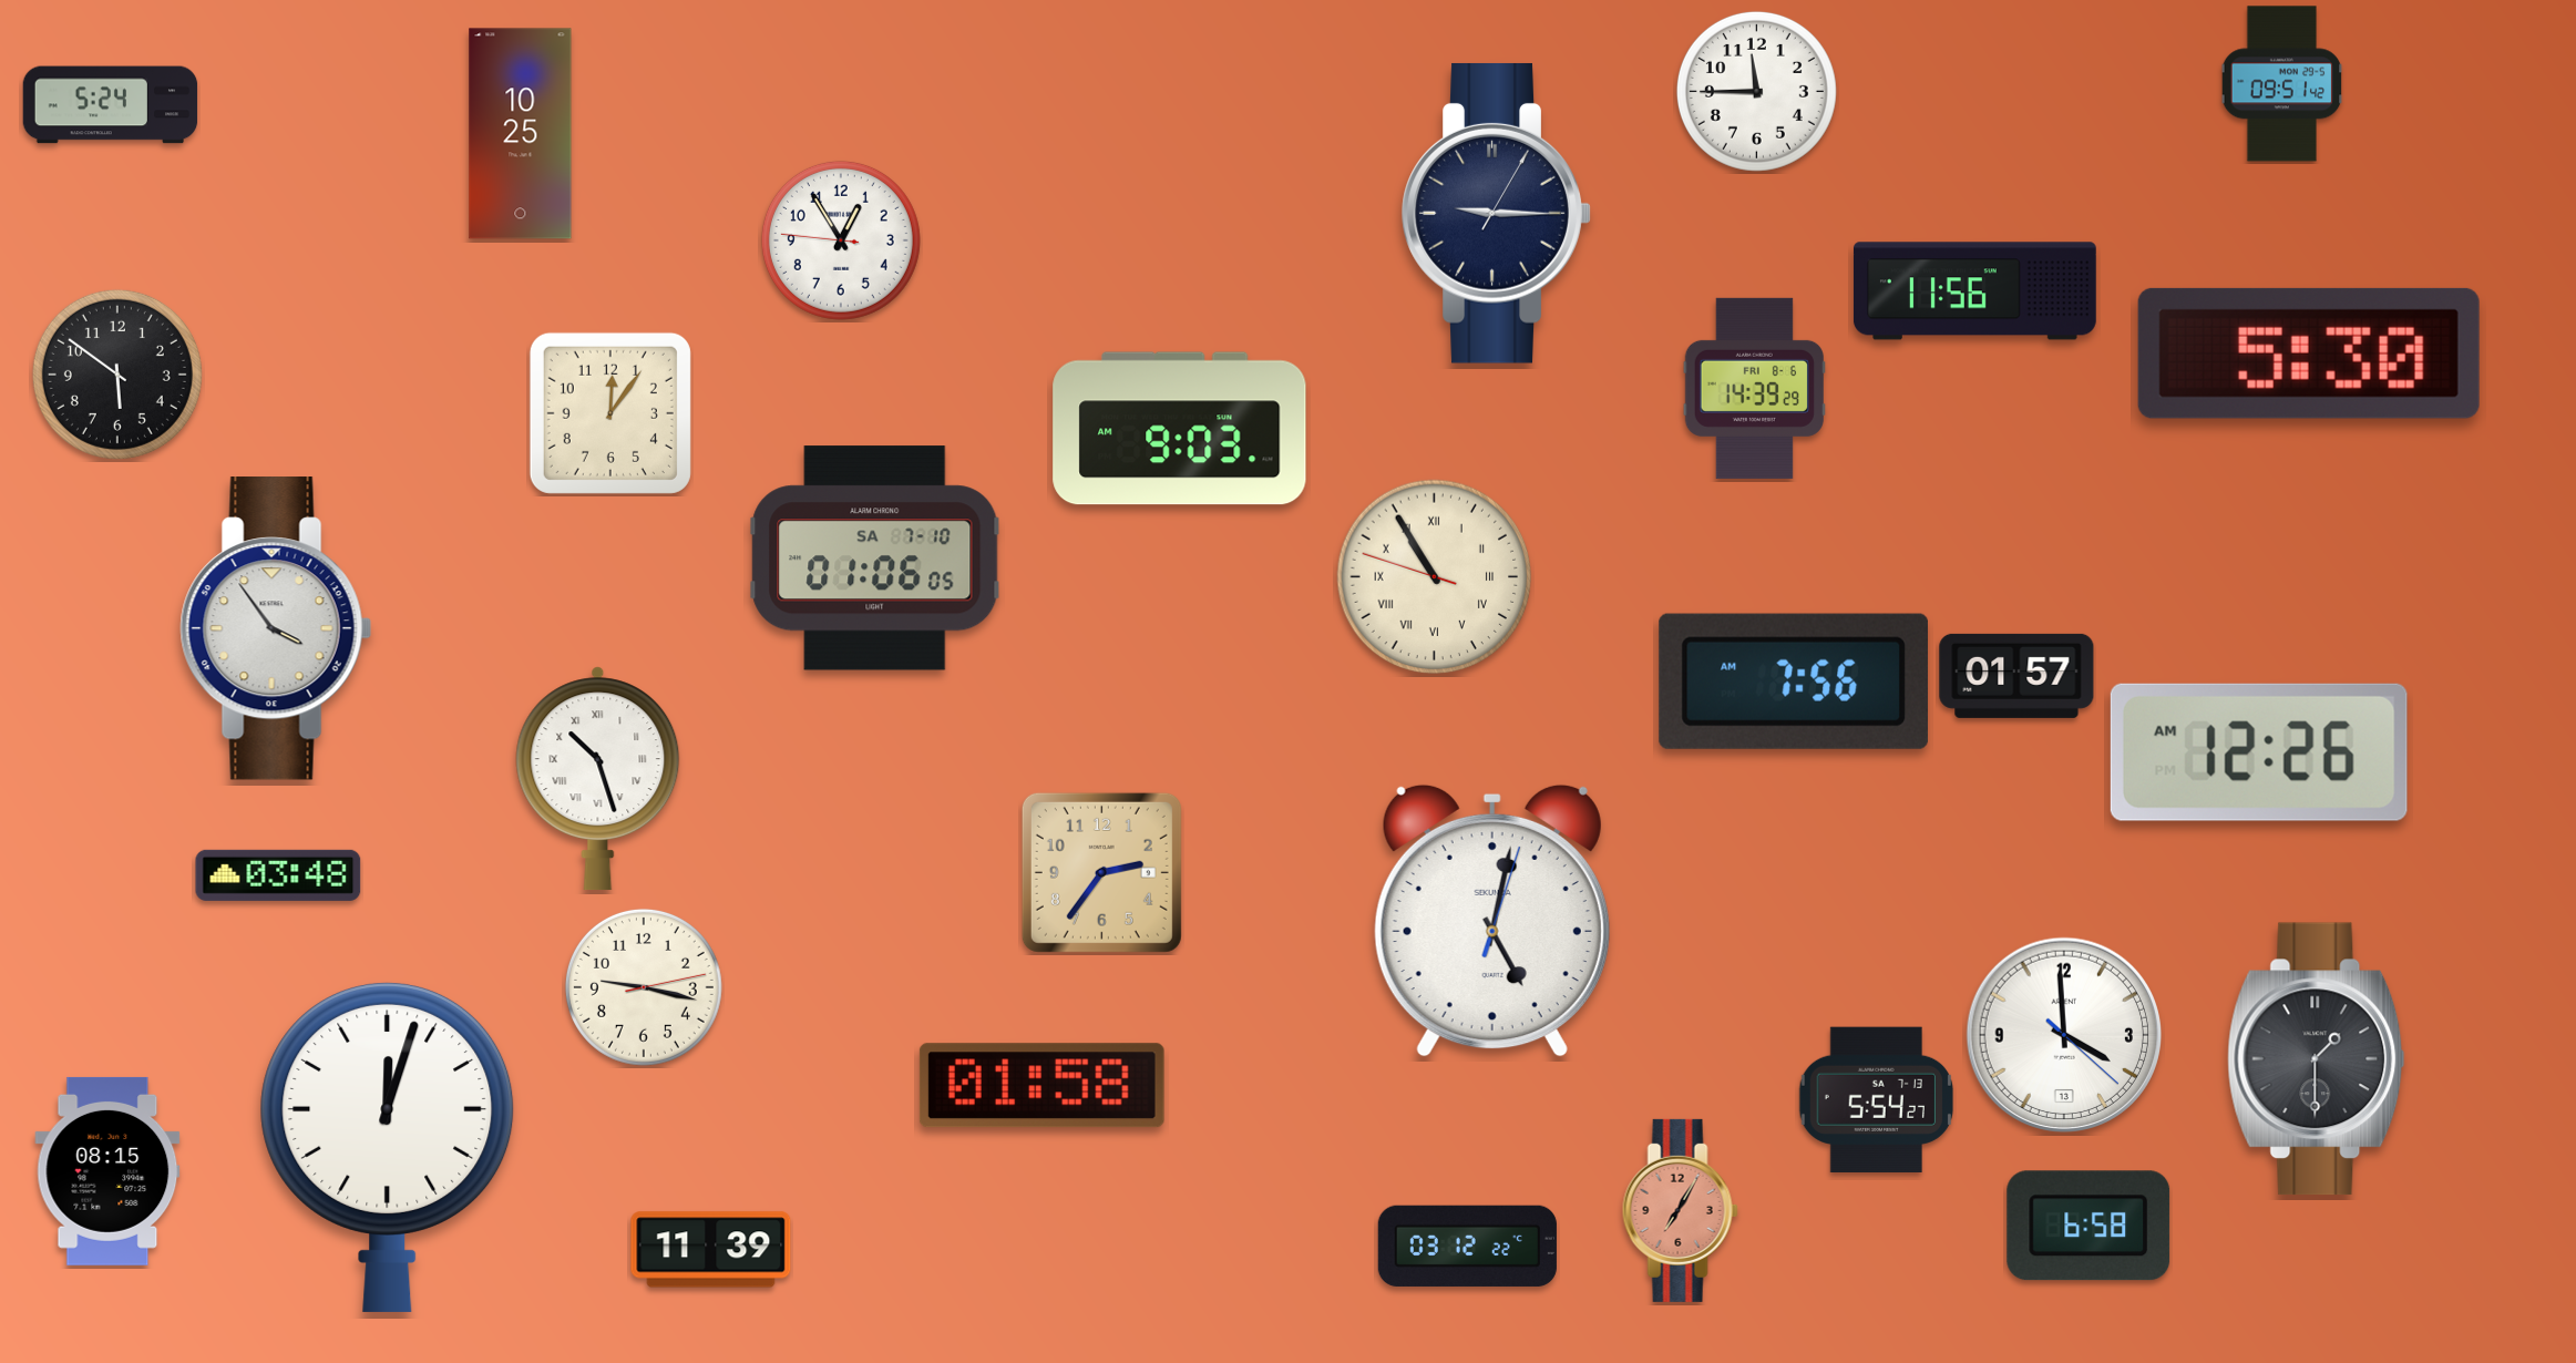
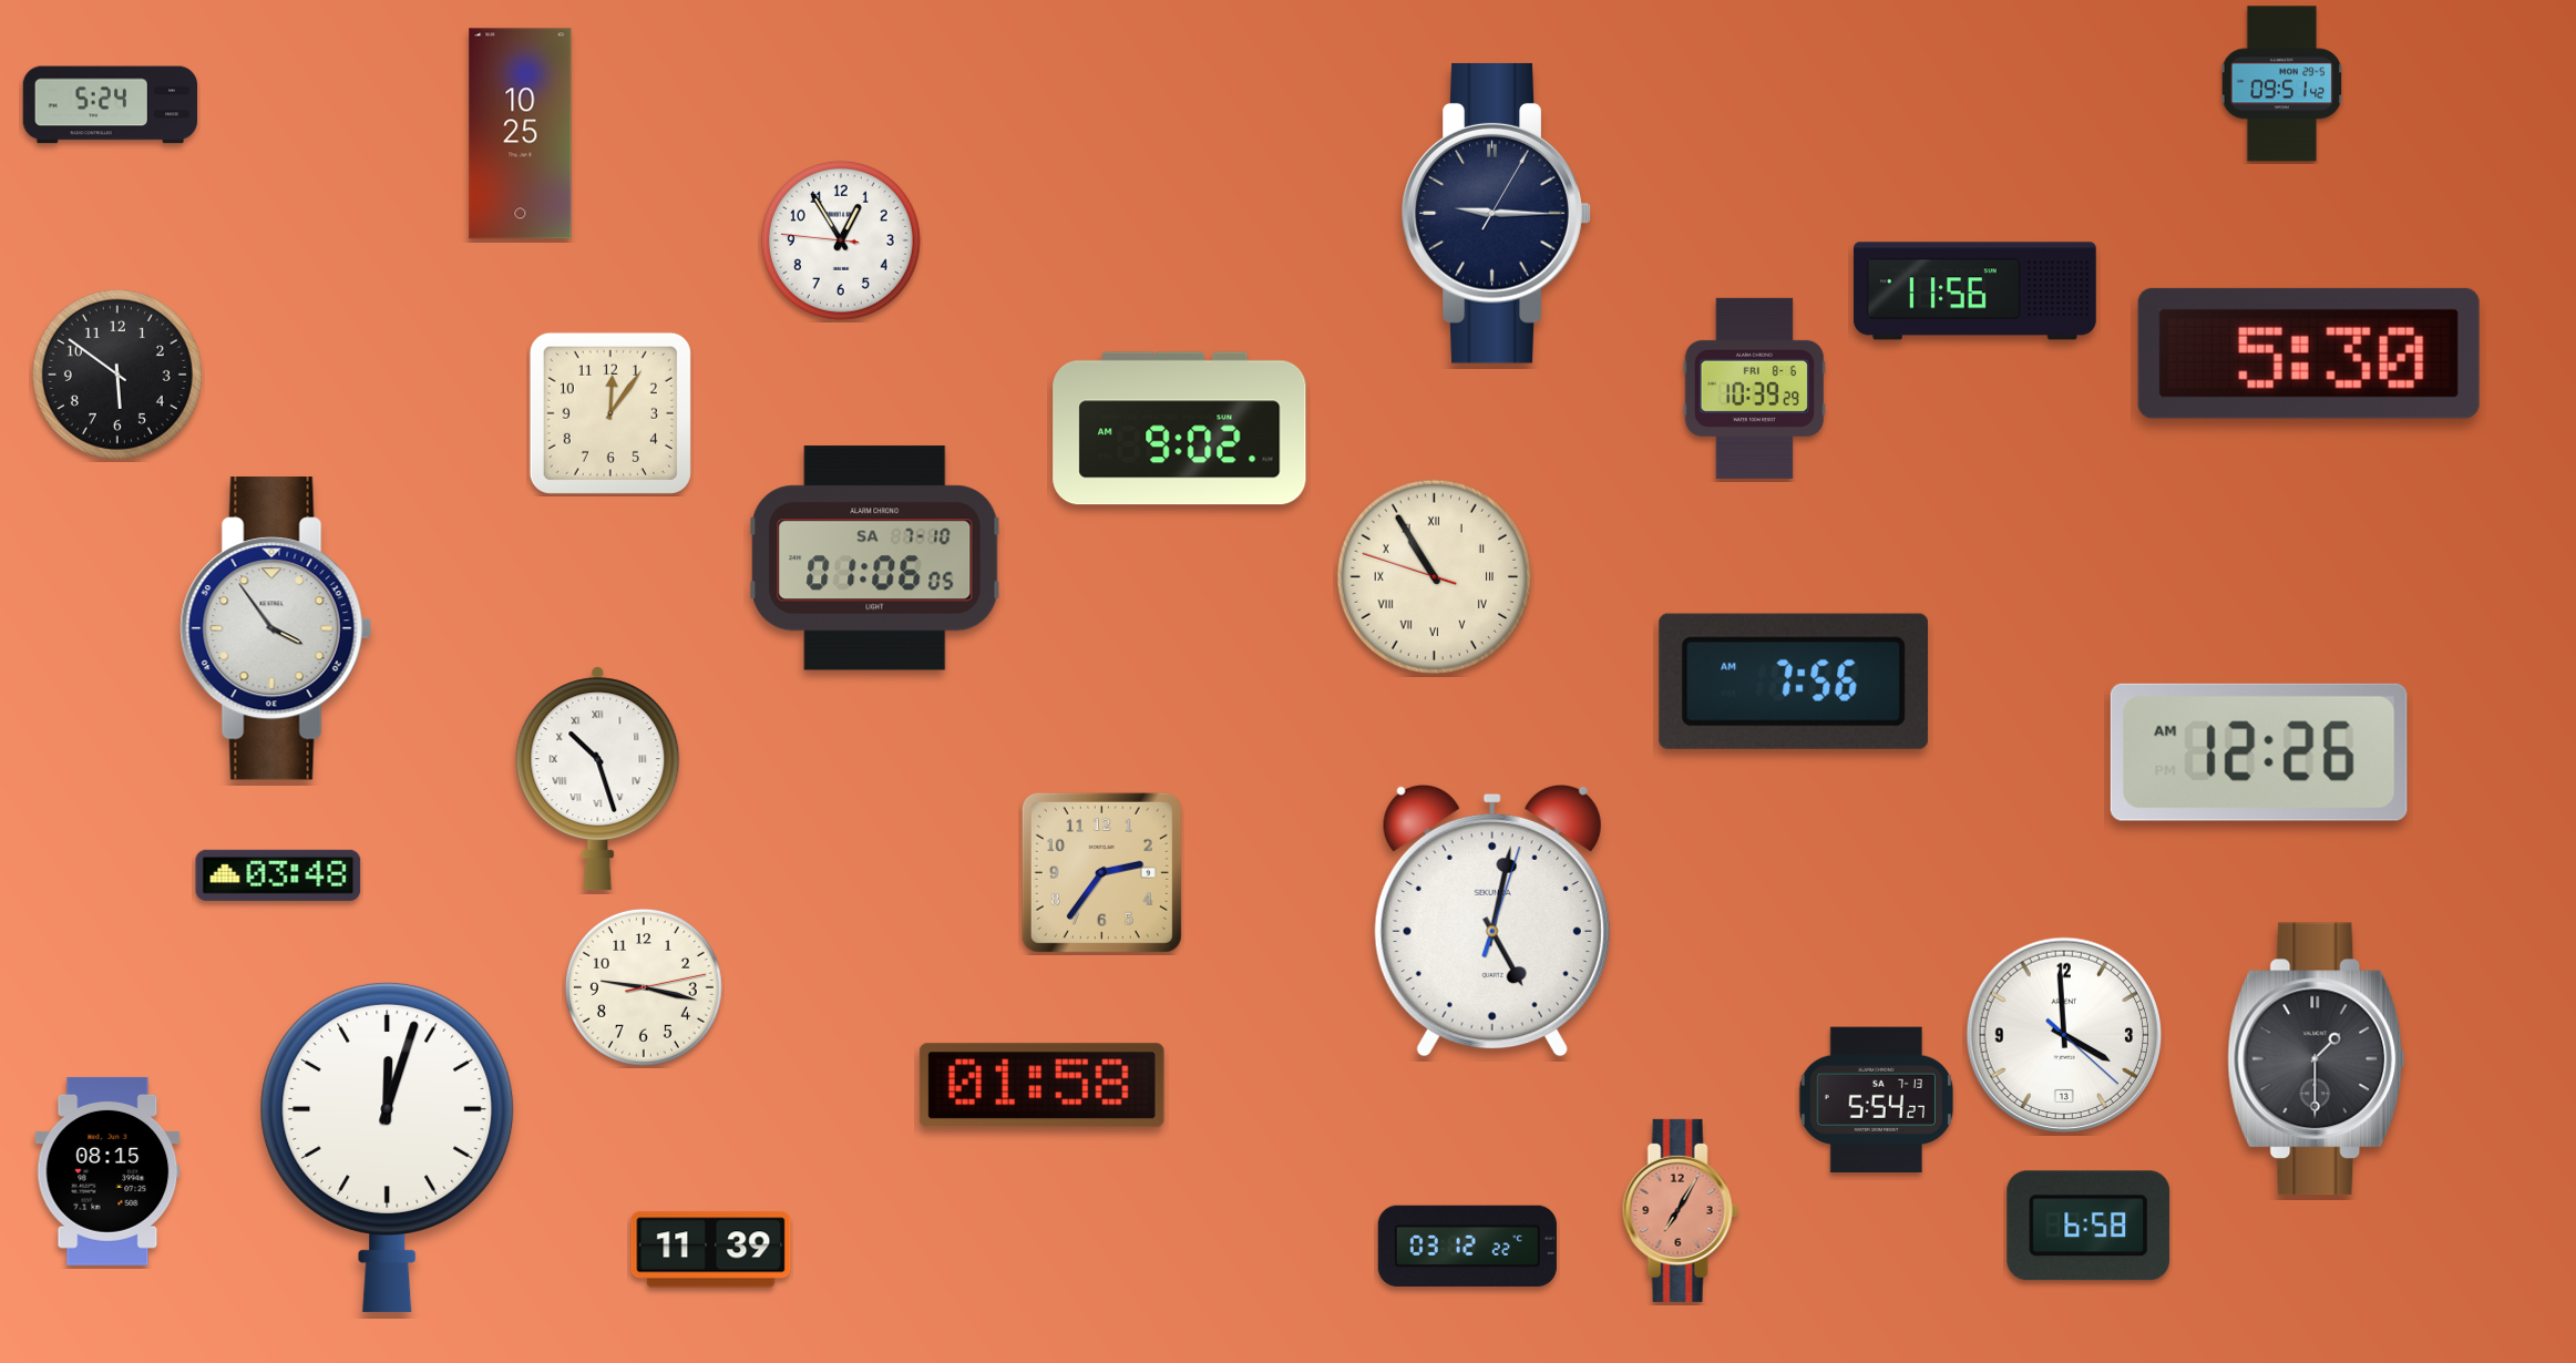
clock at (1756, 91): 11:45 -> none
clock at (1754, 388): 14:39 -> 10:39
clock at (1180, 429): 9:03 -> 9:02
clock at (2016, 676): 01:57 -> none
